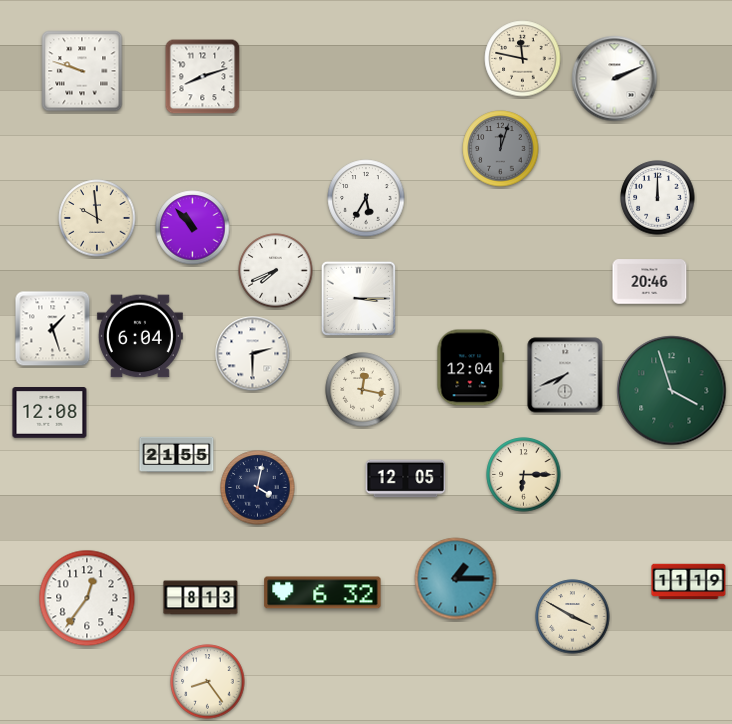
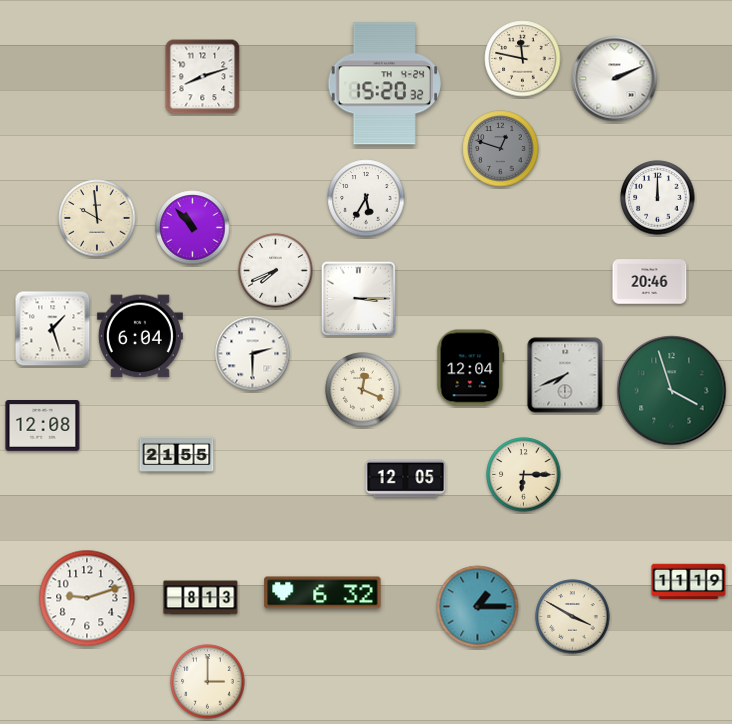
clock at (82, 71): 9:48 -> none
clock at (384, 84): none -> 15:20
clock at (501, 149): 12:03 -> 12:48
clock at (363, 390): 12:17 -> 12:19
clock at (50, 413) position: (50, 413) -> (43, 426)
clock at (258, 488): 4:02 -> none
clock at (456, 579) position: (456, 579) -> (478, 607)
clock at (87, 598): 12:36 -> 9:12
clock at (208, 682): 8:24 -> 3:00
